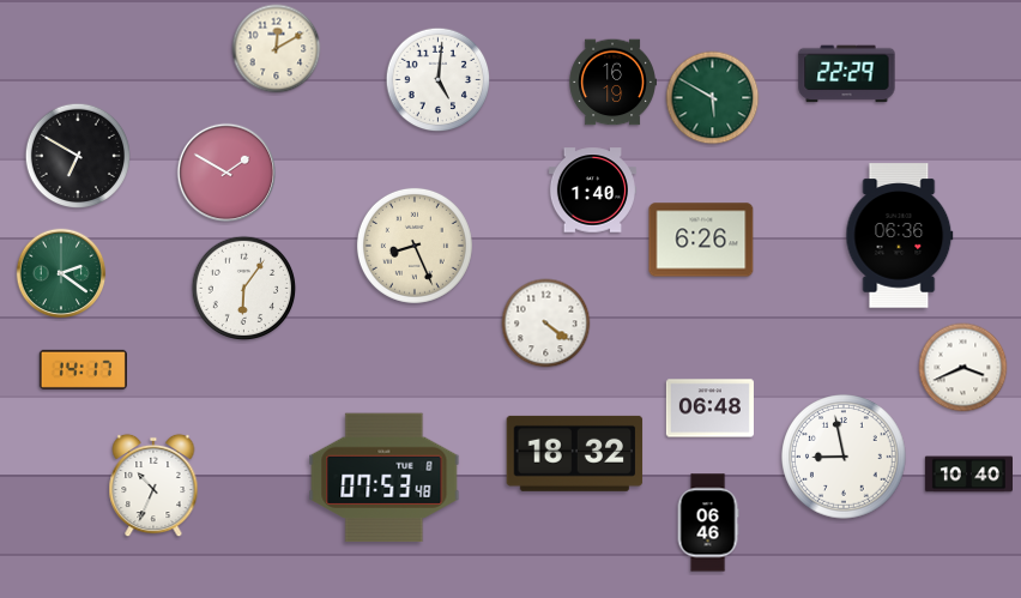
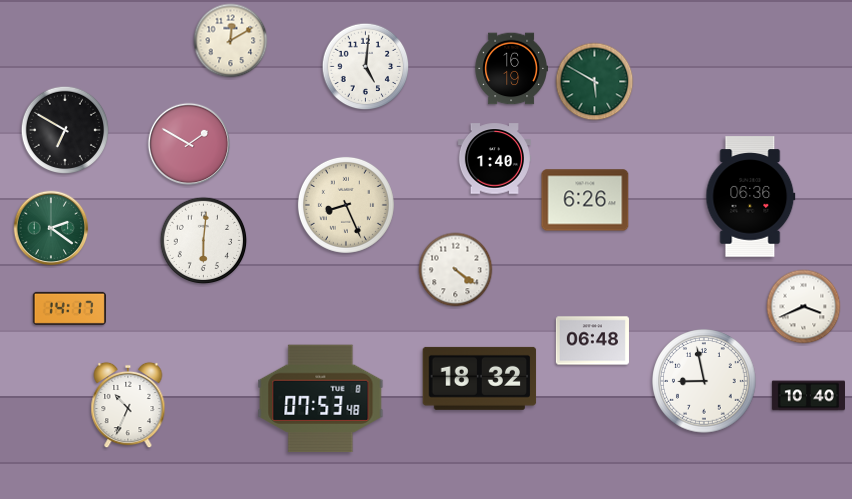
clock at (847, 74): 22:29 -> none
clock at (244, 289): 6:06 -> 6:01
clock at (708, 523): 06:46 -> none
